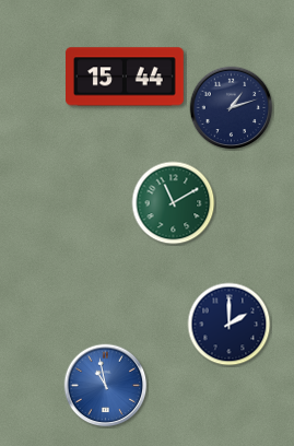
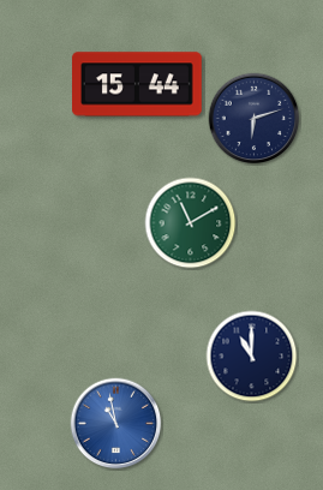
clock at (232, 108): 1:12 -> 6:12
clock at (230, 325): 2:00 -> 11:00
